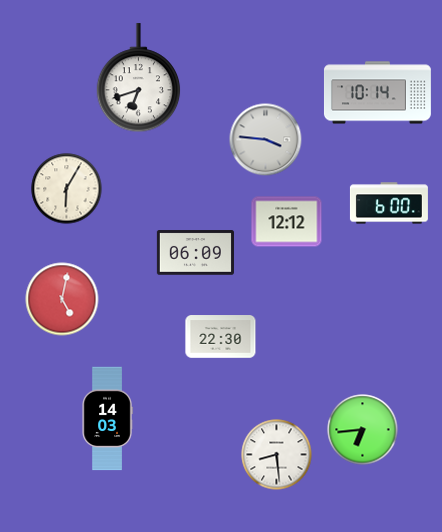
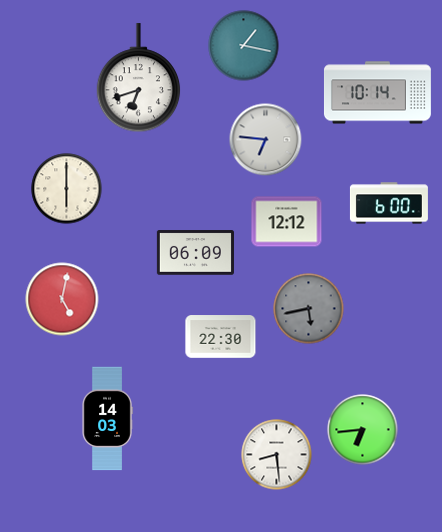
clock at (244, 46): none -> 1:17
clock at (266, 140): 3:46 -> 6:46
clock at (67, 189): 6:05 -> 6:00
clock at (309, 309): none -> 5:43
